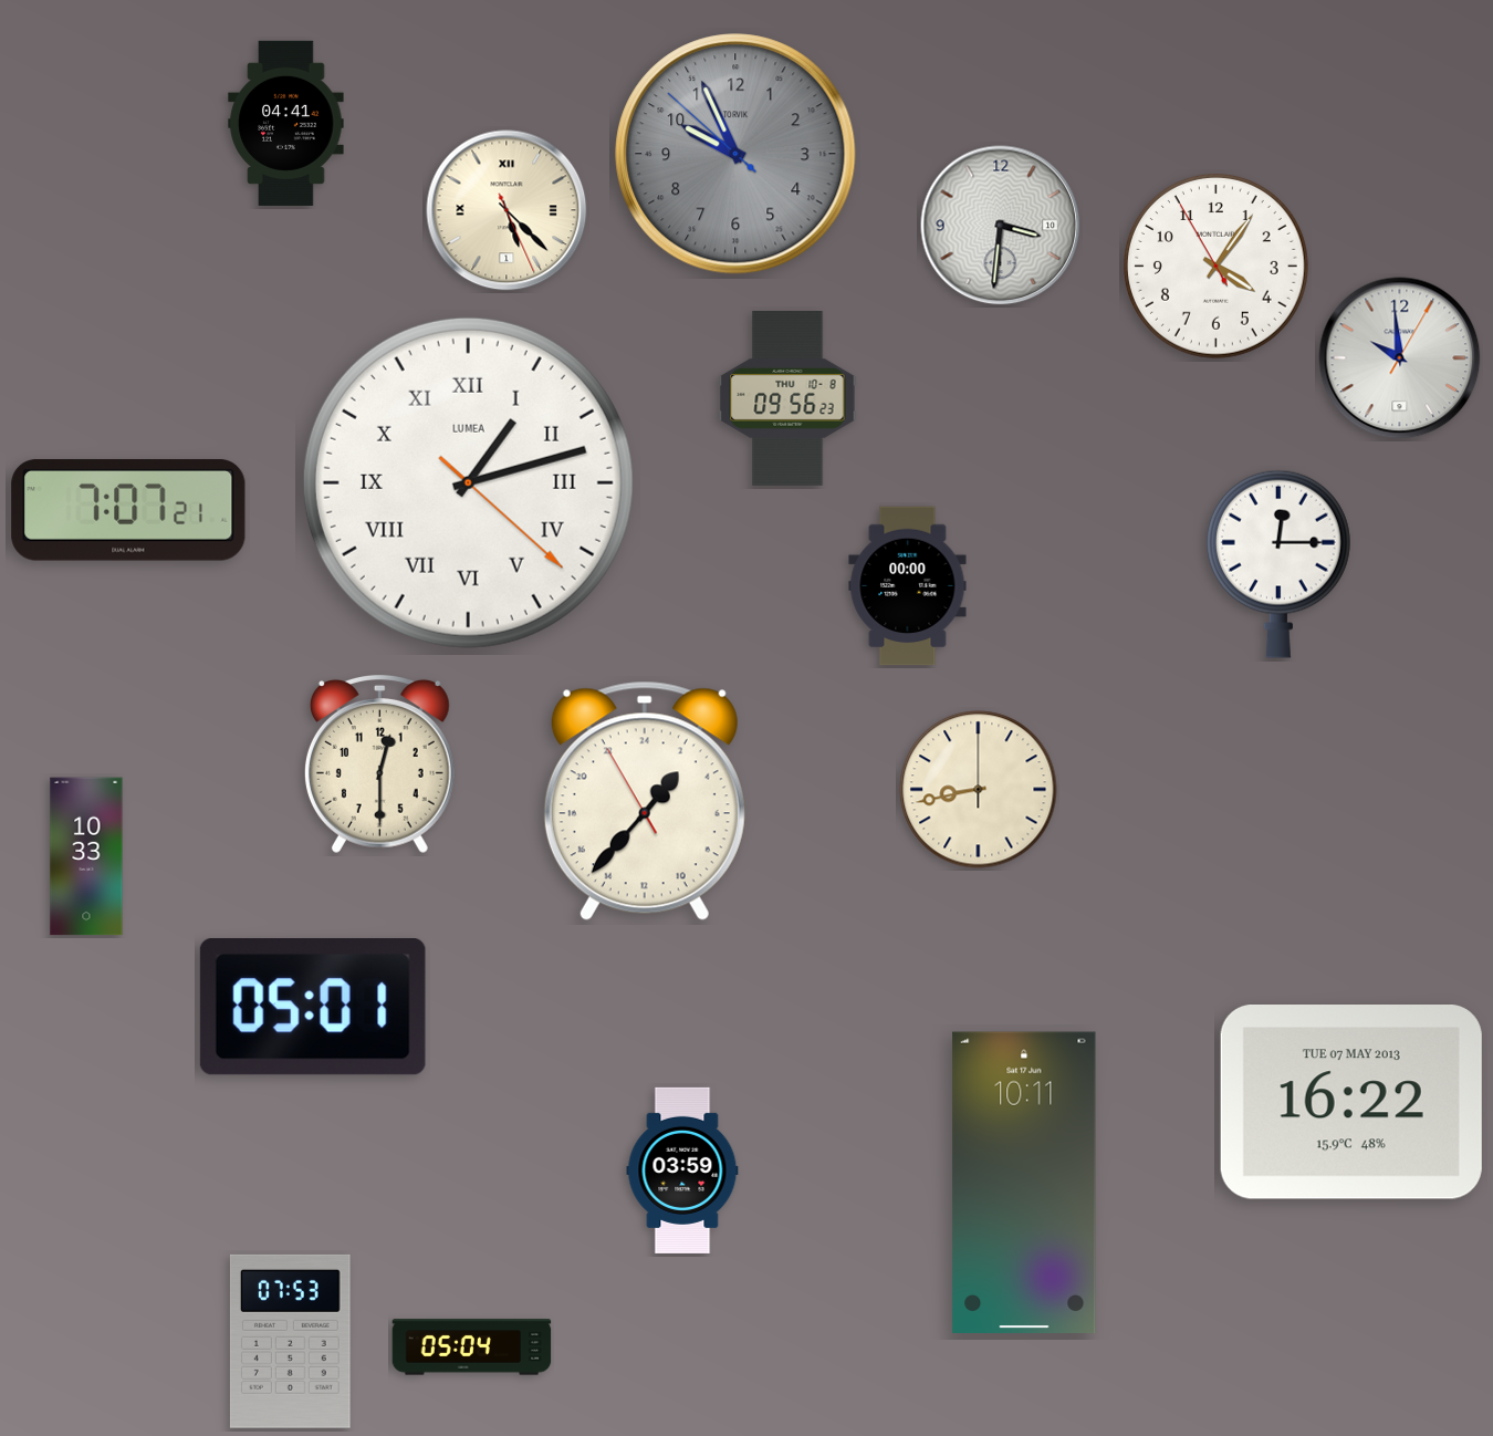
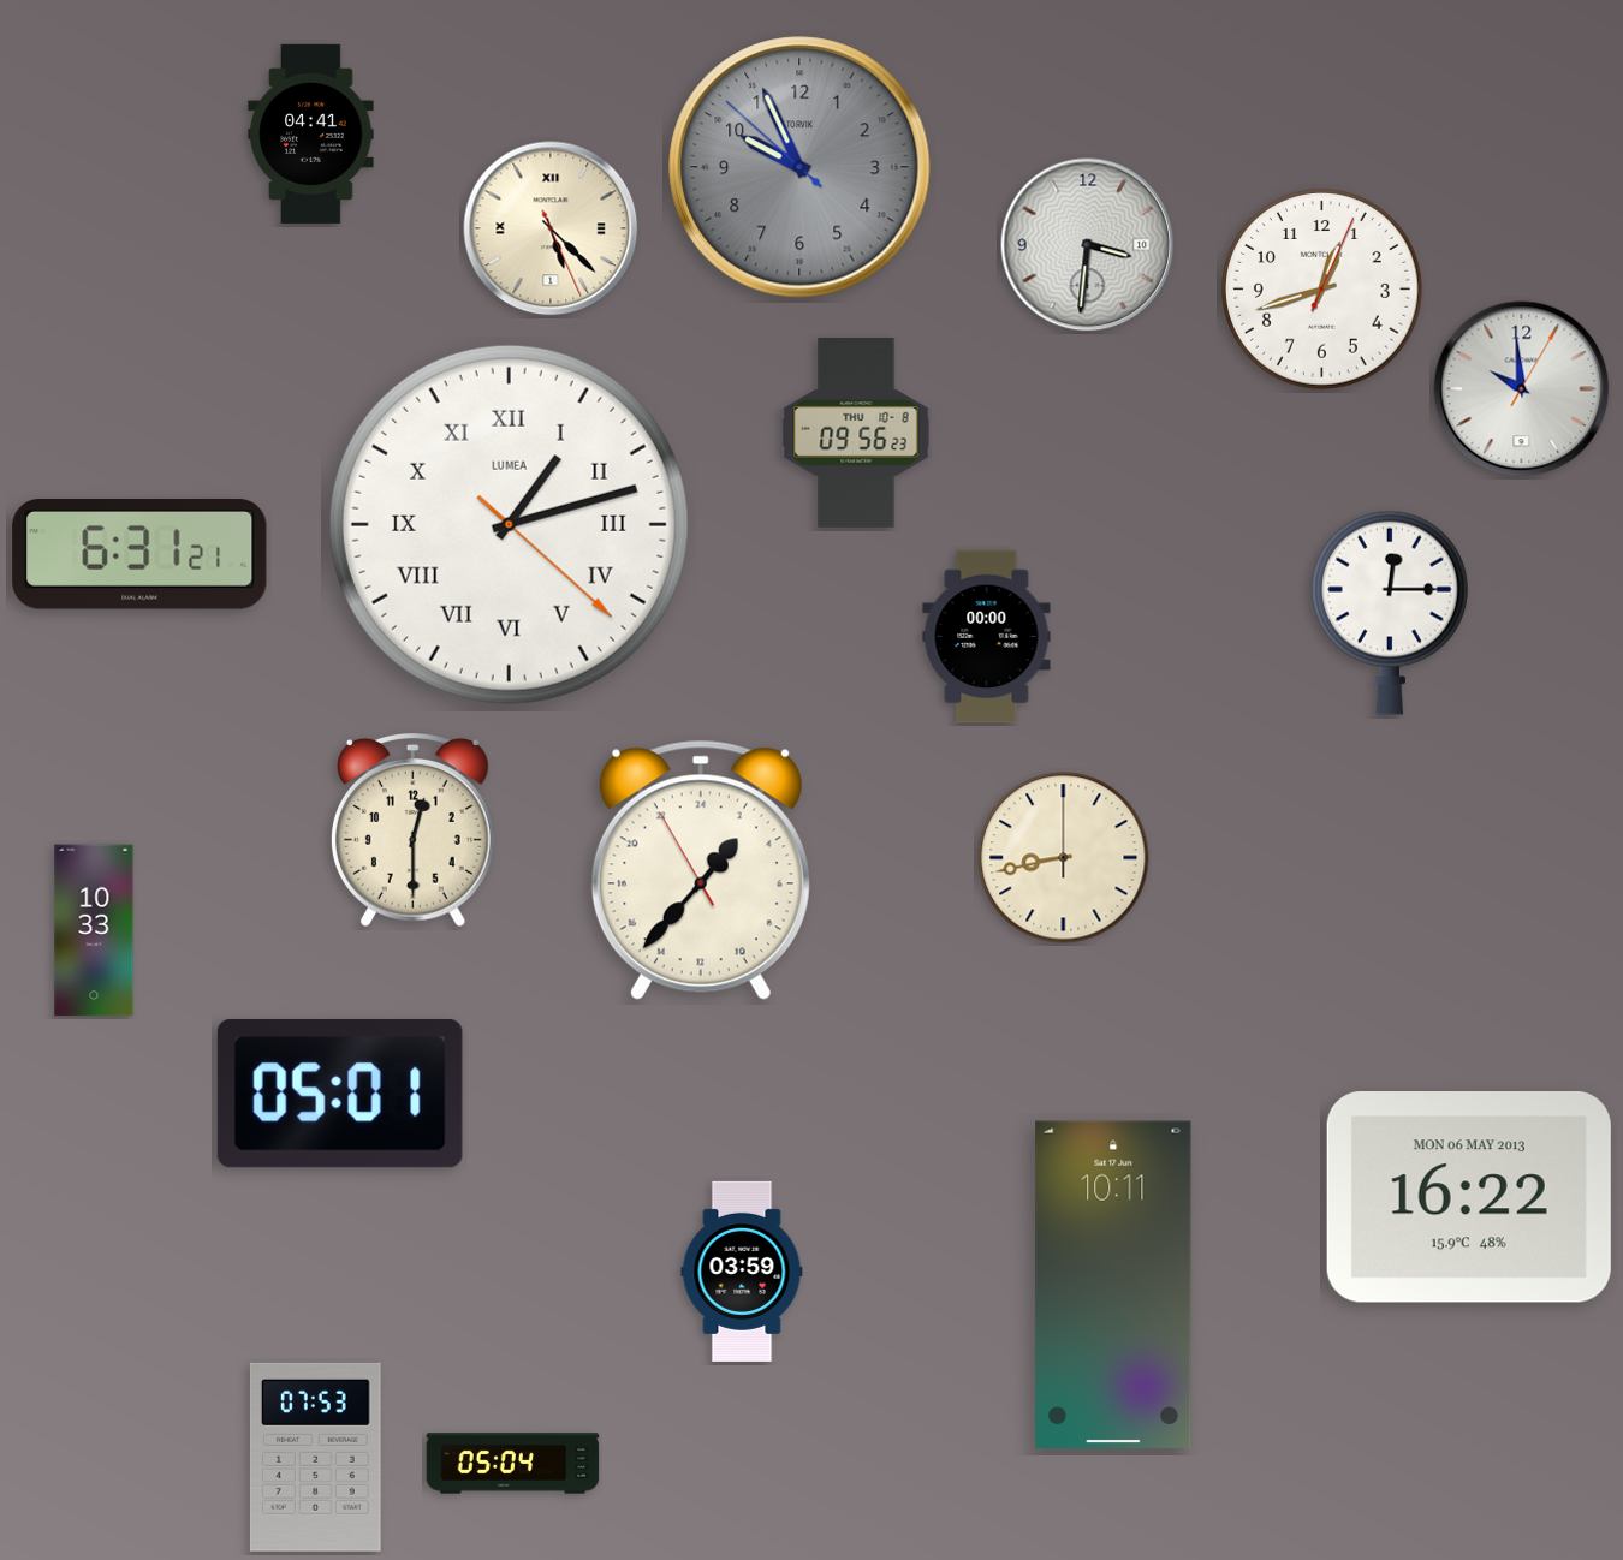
clock at (1215, 266): 4:05 -> 12:42
clock at (128, 510): 7:07 -> 6:31
clock at (1351, 1103) date: TUE 07 MAY 2013 -> MON 06 MAY 2013
